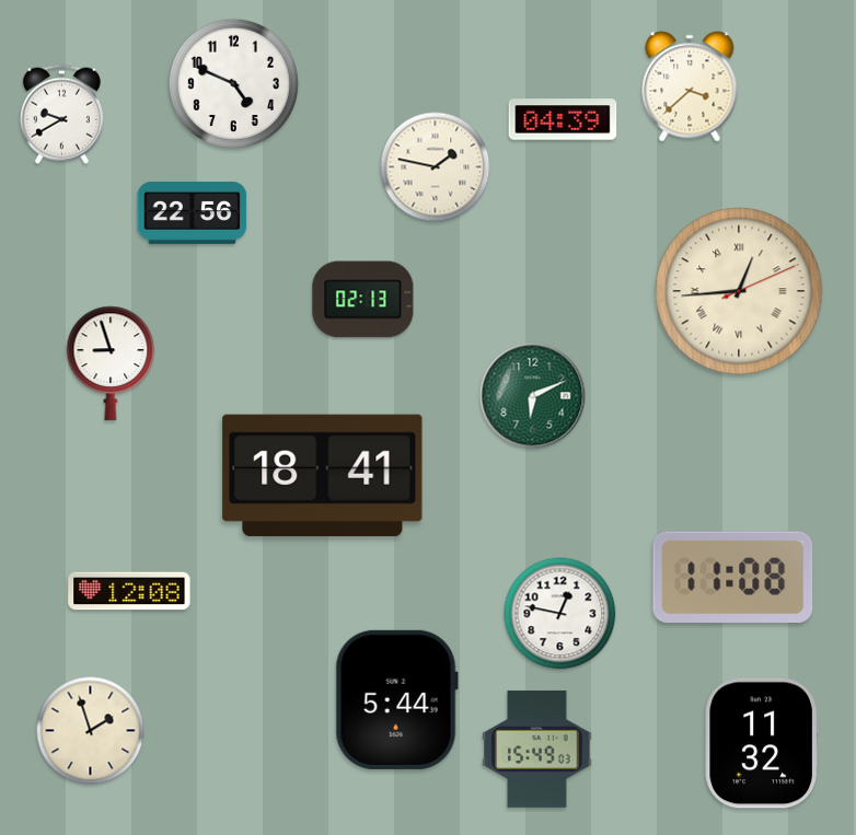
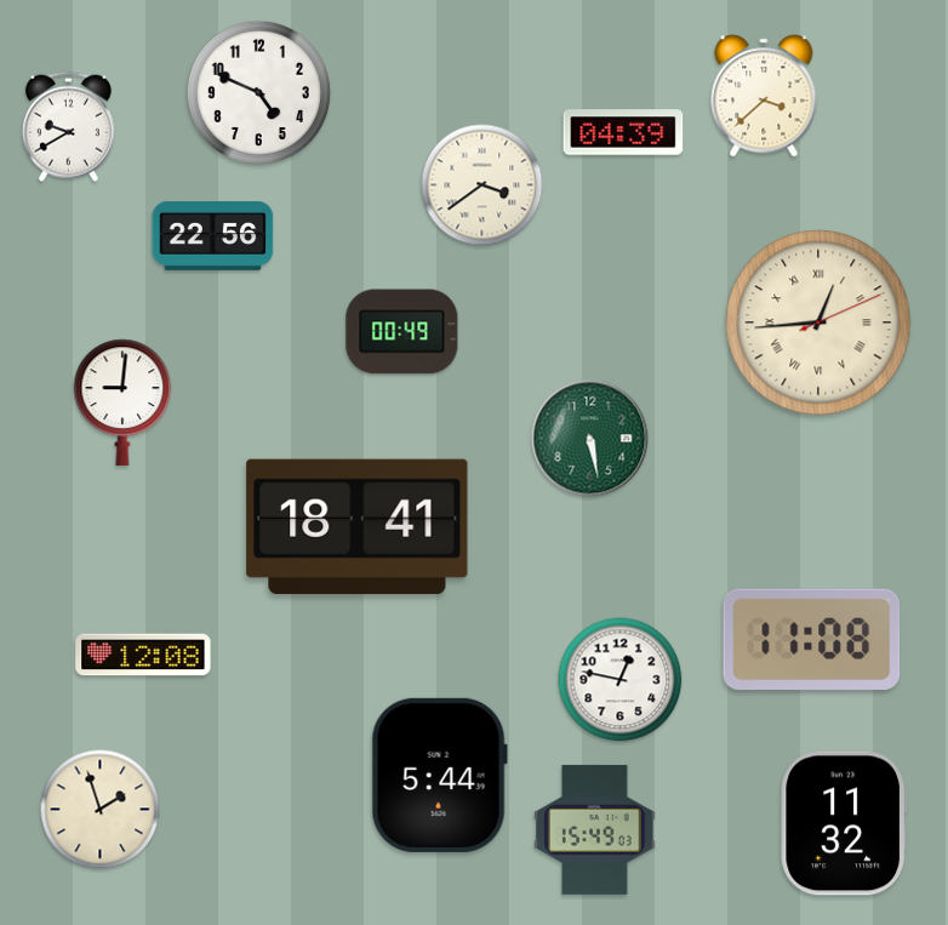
clock at (436, 167): 1:47 -> 3:39
clock at (363, 300): 02:13 -> 00:49
clock at (111, 363): 8:57 -> 9:01
clock at (533, 396): 6:11 -> 5:28
